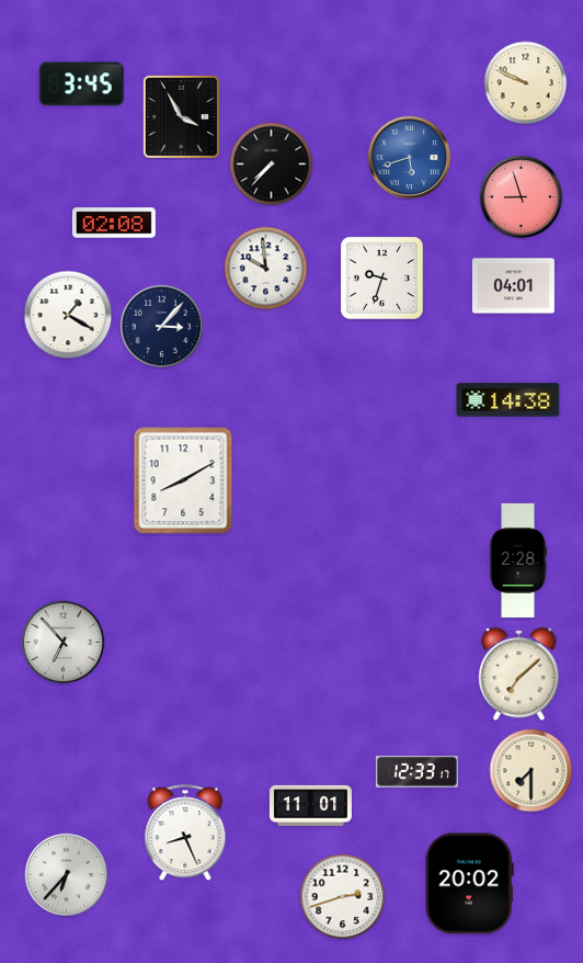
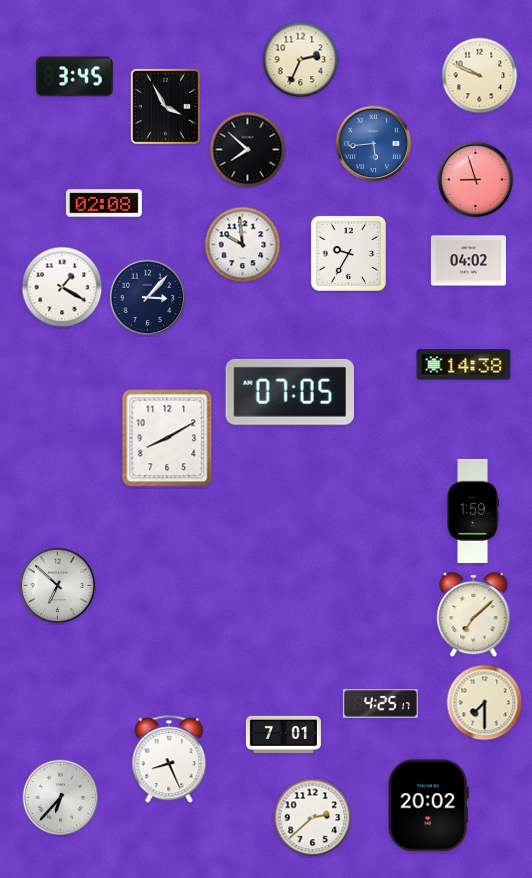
clock at (301, 60): none -> 2:34
clock at (410, 158): 5:42 -> 5:44
clock at (272, 165): 7:37 -> 7:52
clock at (381, 277): 9:33 -> 9:35
clock at (513, 286): 04:01 -> 04:02
clock at (289, 392): none -> 07:05
clock at (517, 560): 2:28 -> 1:59
clock at (64, 643): 6:53 -> 6:52
clock at (416, 772): 12:33 -> 4:25
clock at (310, 805): 11:01 -> 7:01
clock at (343, 897): 2:42 -> 2:38
